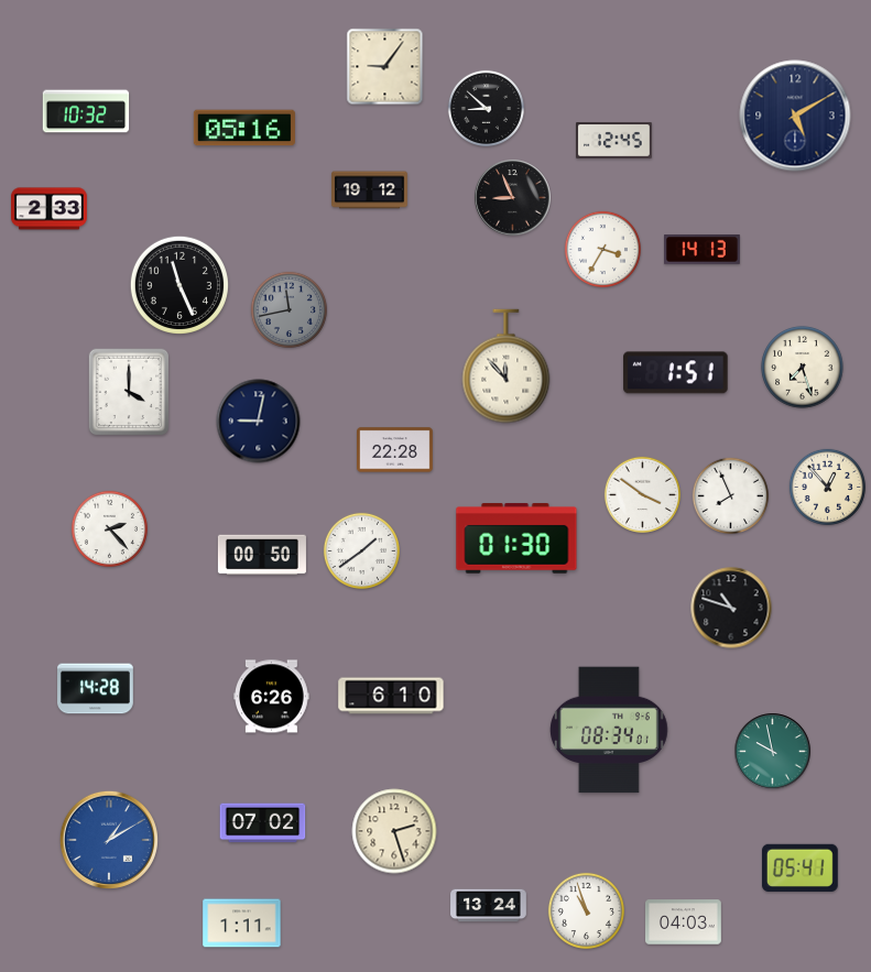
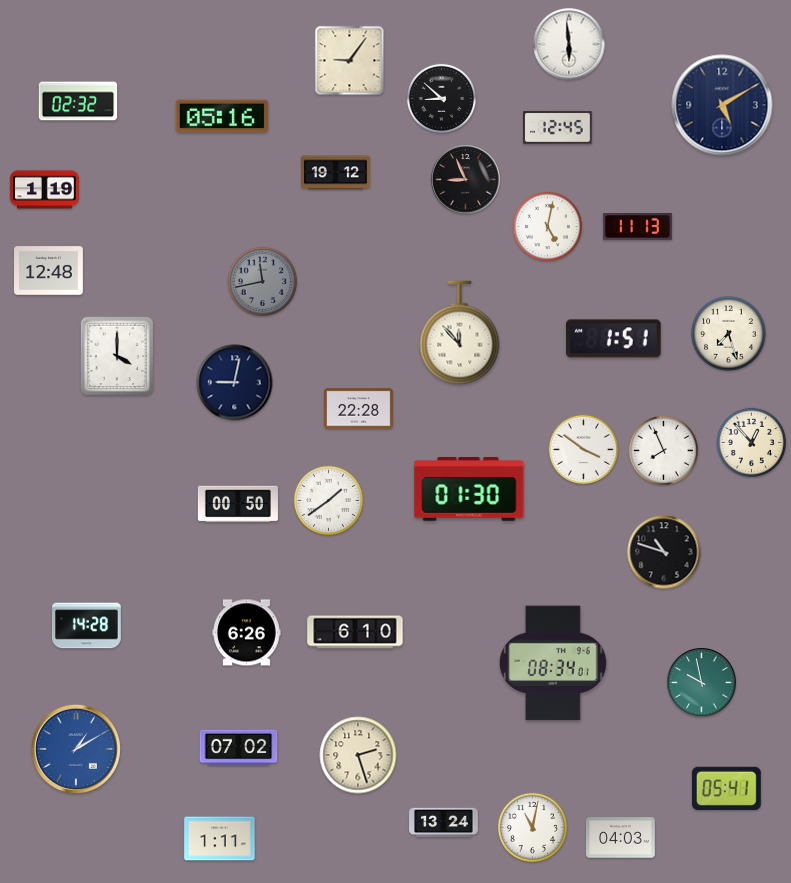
clock at (569, 44): none -> 5:59
clock at (86, 111): 10:32 -> 02:32
clock at (50, 209): 2:33 -> 1:19
clock at (602, 249): 3:35 -> 5:02
clock at (703, 250): 14:13 -> 11:13
clock at (179, 285): 11:26 -> none
clock at (49, 271): none -> 12:48
clock at (109, 528): 2:23 -> none
clock at (109, 840) position: (109, 840) -> (76, 749)
clock at (586, 910): 10:57 -> 11:02
